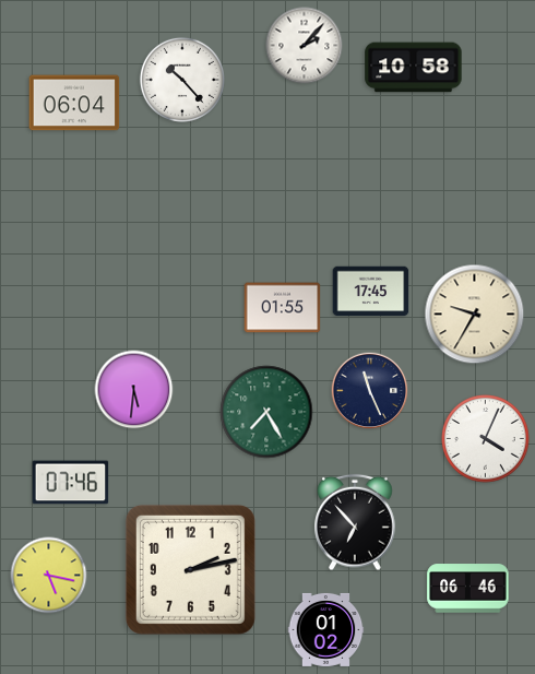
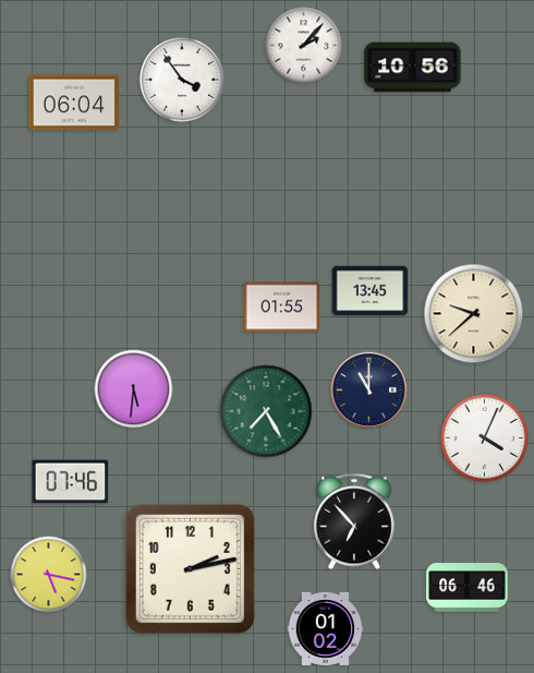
clock at (414, 68): 10:58 -> 10:56
clock at (182, 80): 10:23 -> 3:54
clock at (371, 292): 17:45 -> 13:45
clock at (475, 315): 9:35 -> 9:38
clock at (370, 391): 11:26 -> 11:00
